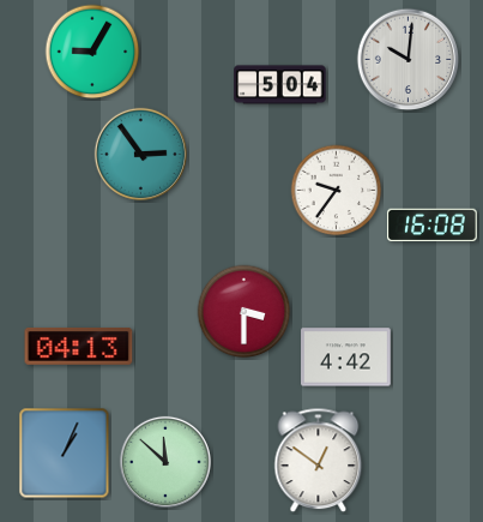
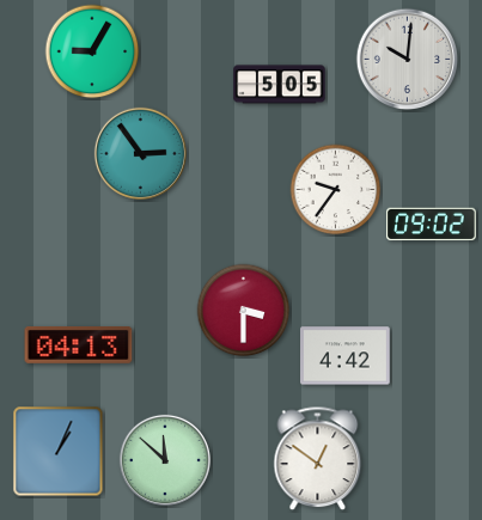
clock at (280, 85): 5:04 -> 5:05
clock at (433, 226): 16:08 -> 09:02
clock at (65, 454) position: (65, 454) -> (59, 452)
